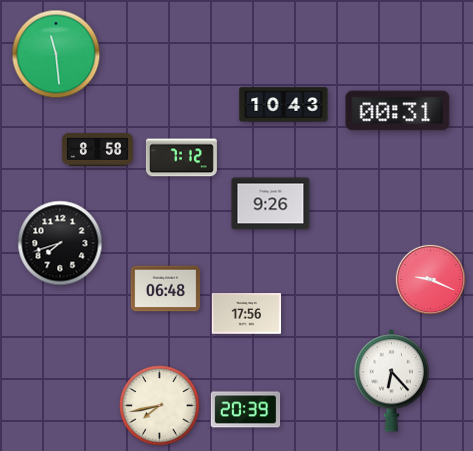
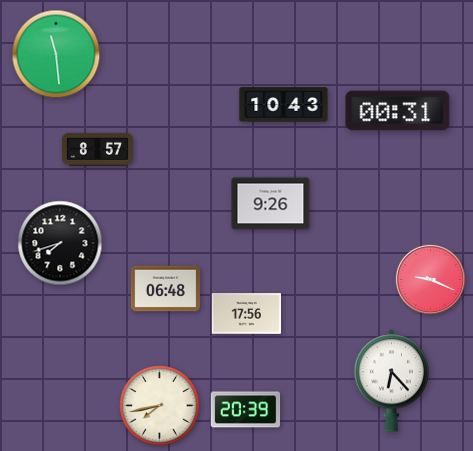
clock at (97, 149): 8:58 -> 8:57
clock at (181, 158): 7:12 -> none
